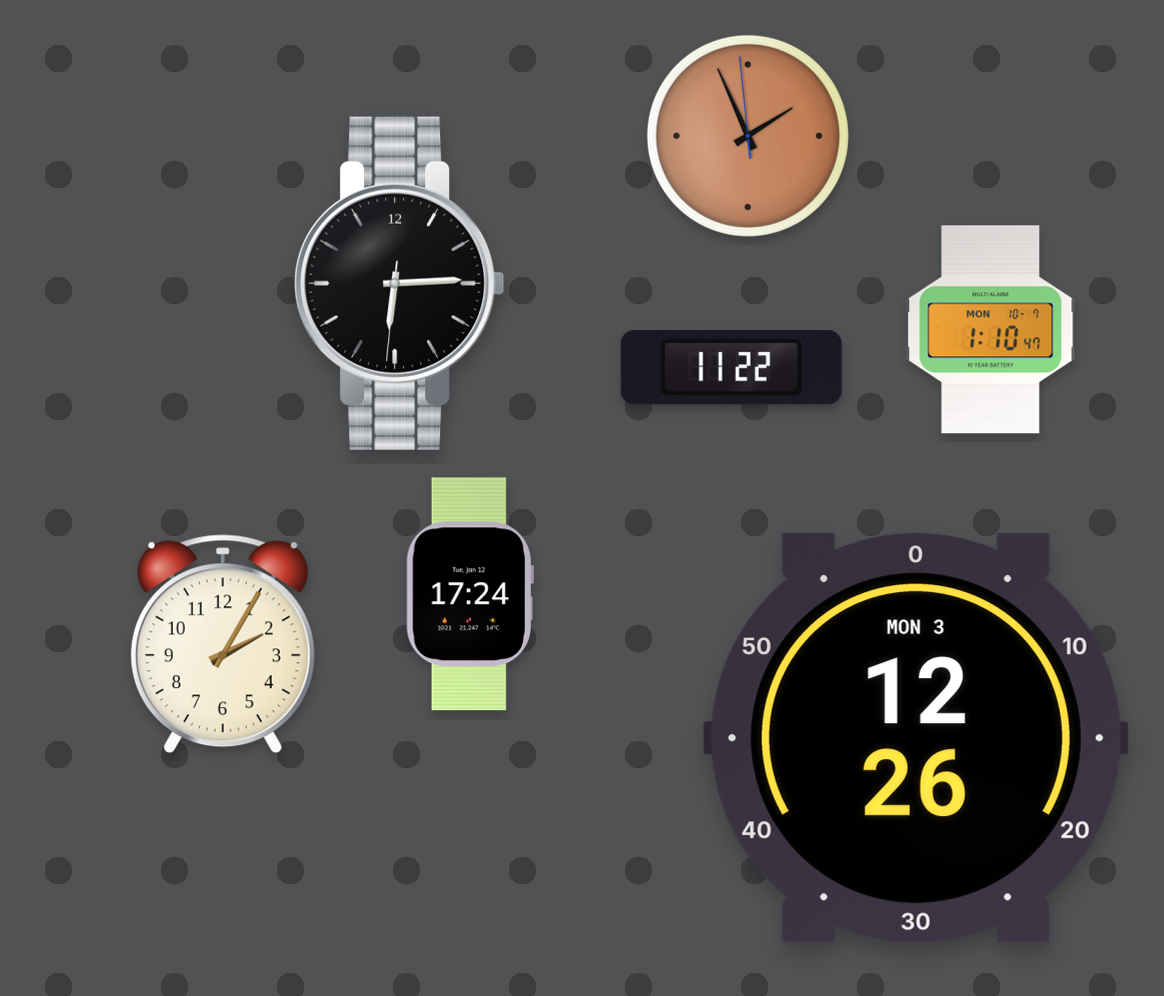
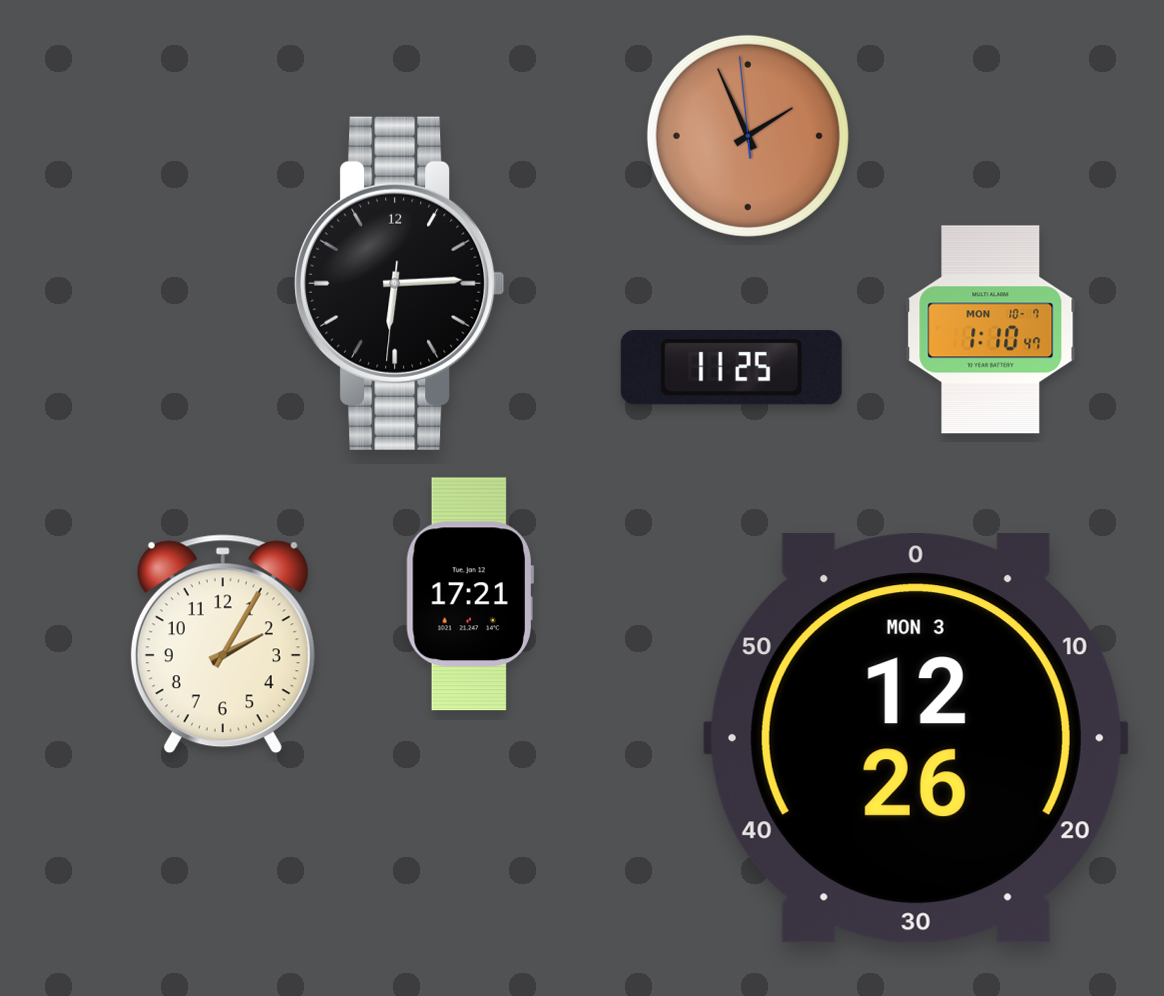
clock at (731, 368): 11:22 -> 11:25
clock at (470, 594): 17:24 -> 17:21
